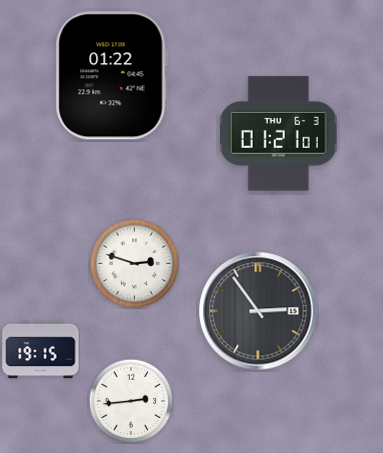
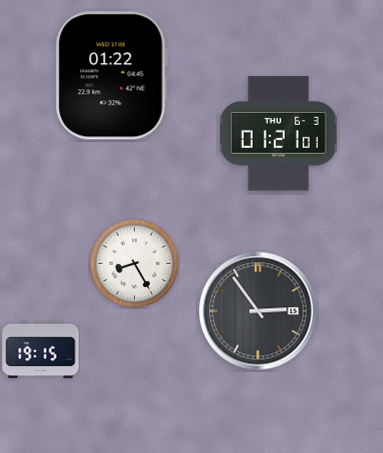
clock at (134, 263): 2:48 -> 8:25
clock at (131, 401): 2:44 -> none
